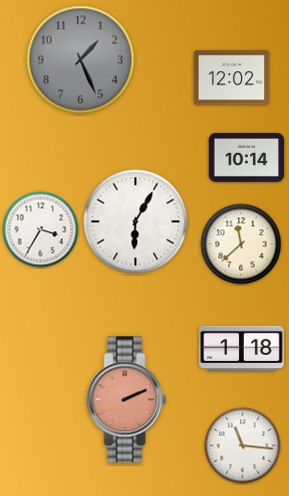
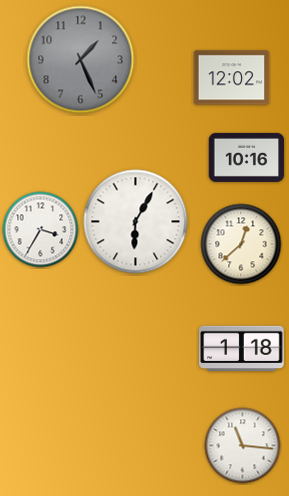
clock at (247, 157): 10:14 -> 10:16
clock at (241, 244): 11:38 -> 12:38
clock at (127, 400): 2:11 -> none
